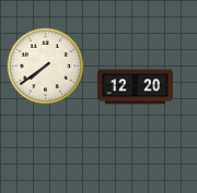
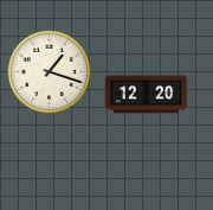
clock at (46, 67): 7:39 -> 1:18
